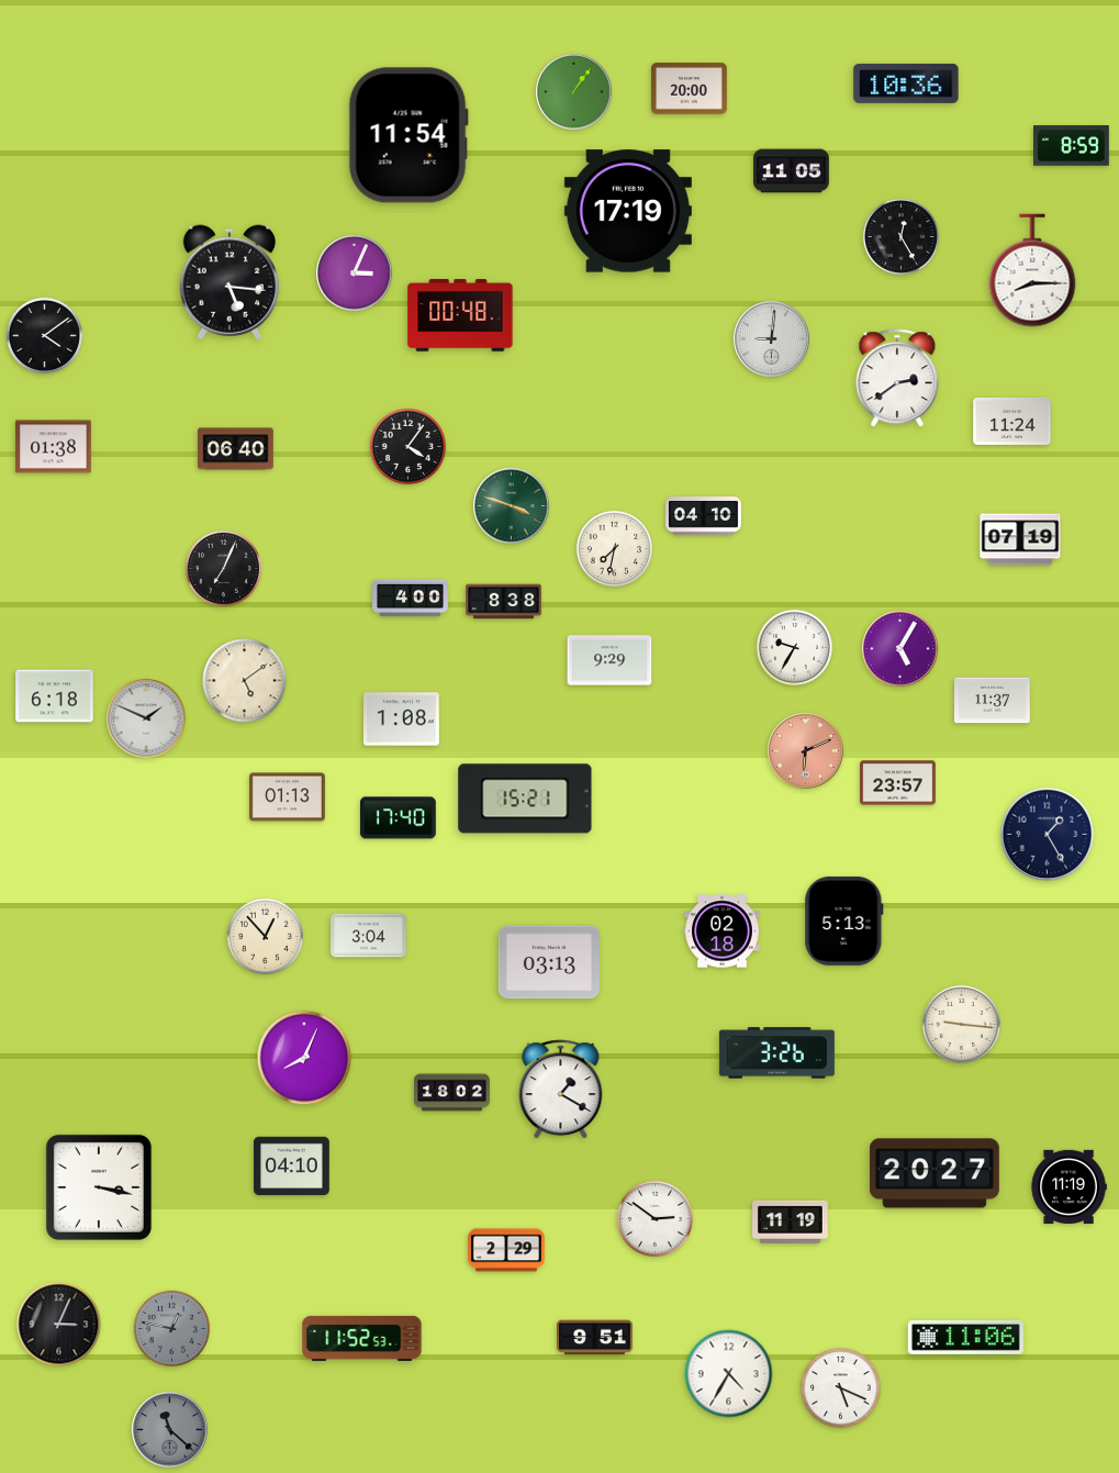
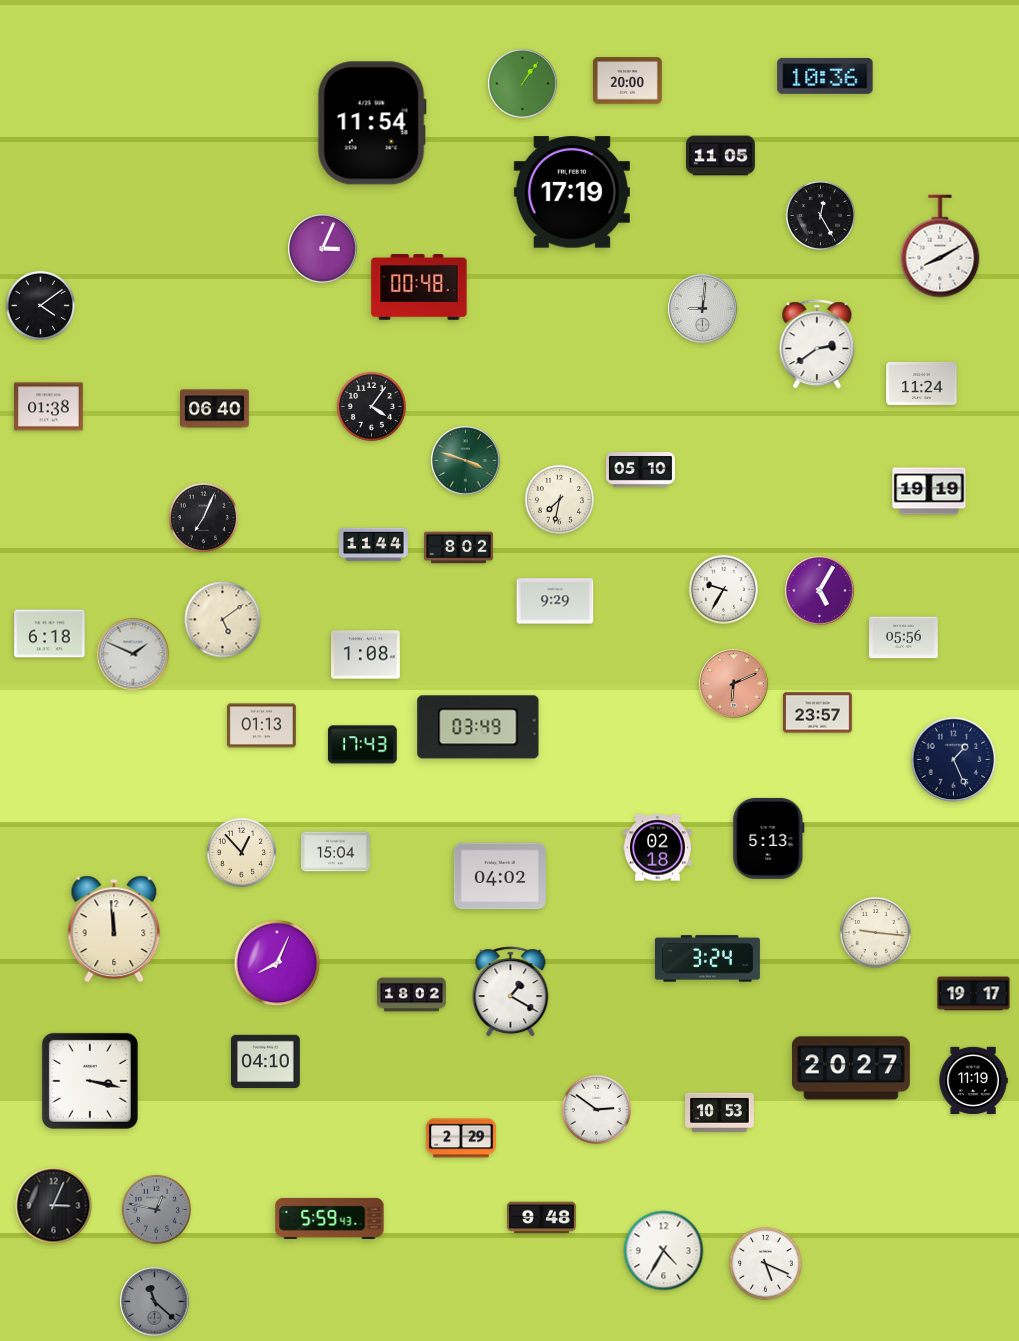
clock at (1072, 146): 8:59 -> none
clock at (1032, 270): 8:15 -> 8:10
clock at (230, 282): 5:16 -> none
clock at (704, 516): 04:10 -> 05:10
clock at (1020, 539): 07:19 -> 19:19
clock at (411, 599): 4:00 -> 11:44
clock at (504, 602): 8:38 -> 8:02
clock at (993, 701): 11:37 -> 05:56
clock at (525, 799): 15:21 -> 03:49
clock at (398, 818): 17:40 -> 17:43
clock at (1048, 835): 1:25 -> 1:26
clock at (369, 936): 3:04 -> 15:04
clock at (549, 962): 03:13 -> 04:02
clock at (114, 929): none -> 11:59
clock at (776, 1053): 3:26 -> 3:24
clock at (974, 994): none -> 19:17
clock at (791, 1221): 11:19 -> 10:53
clock at (362, 1338): 11:52 -> 5:59
clock at (595, 1338): 9:51 -> 9:48
clock at (965, 1338): 11:06 -> none
